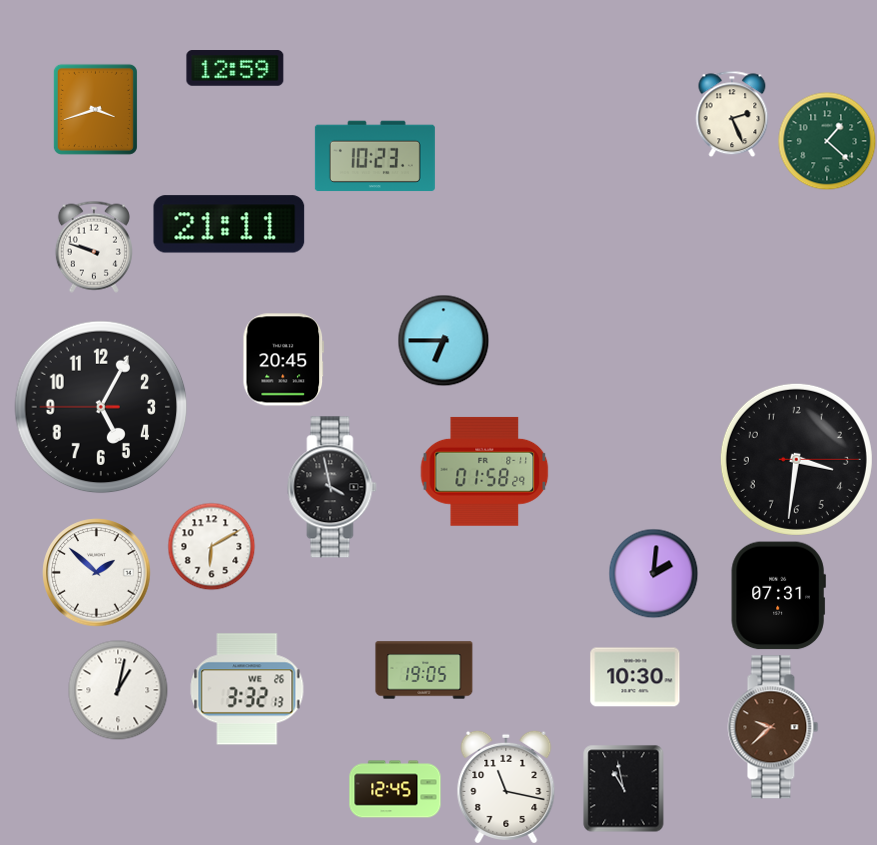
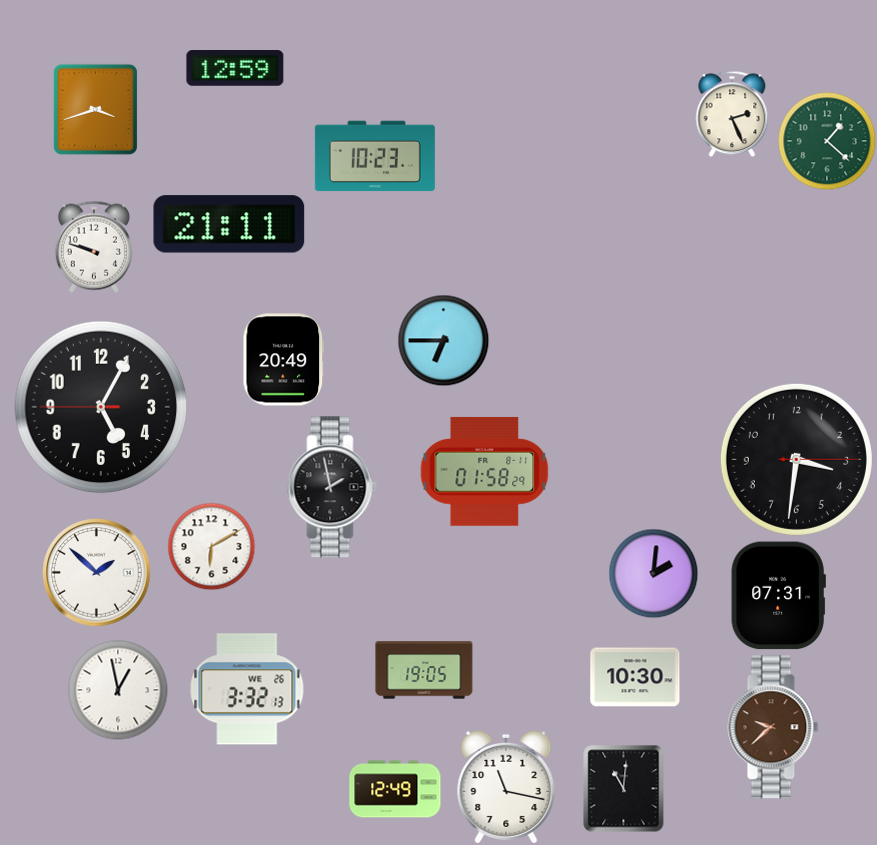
clock at (284, 360): 20:45 -> 20:49
clock at (332, 487): 3:58 -> 1:58
clock at (118, 690): 1:02 -> 12:58
clock at (624, 788): 10:58 -> 11:01
clock at (395, 789): 12:45 -> 12:49
